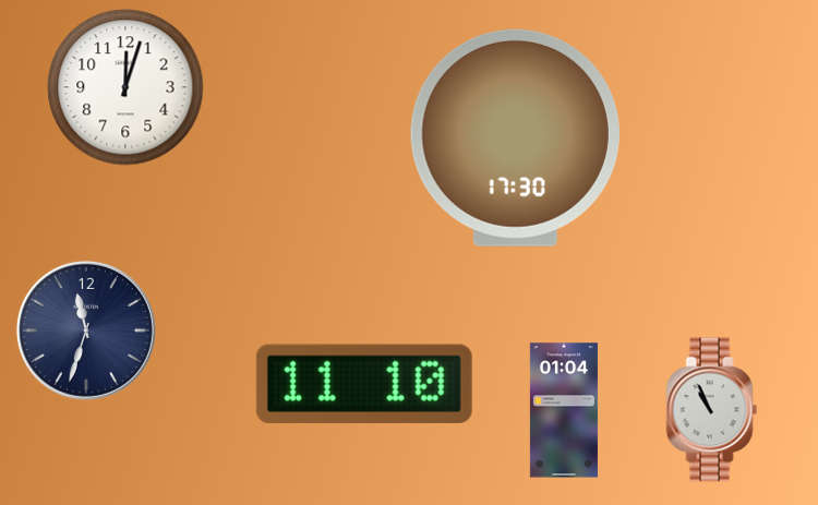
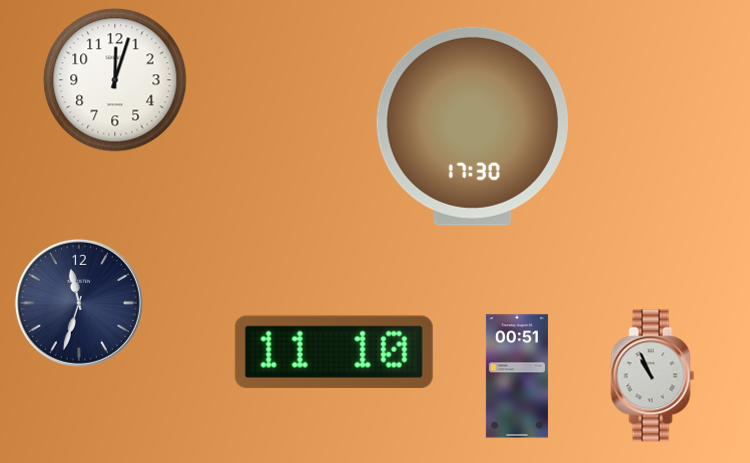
clock at (564, 410): 01:04 -> 00:51
